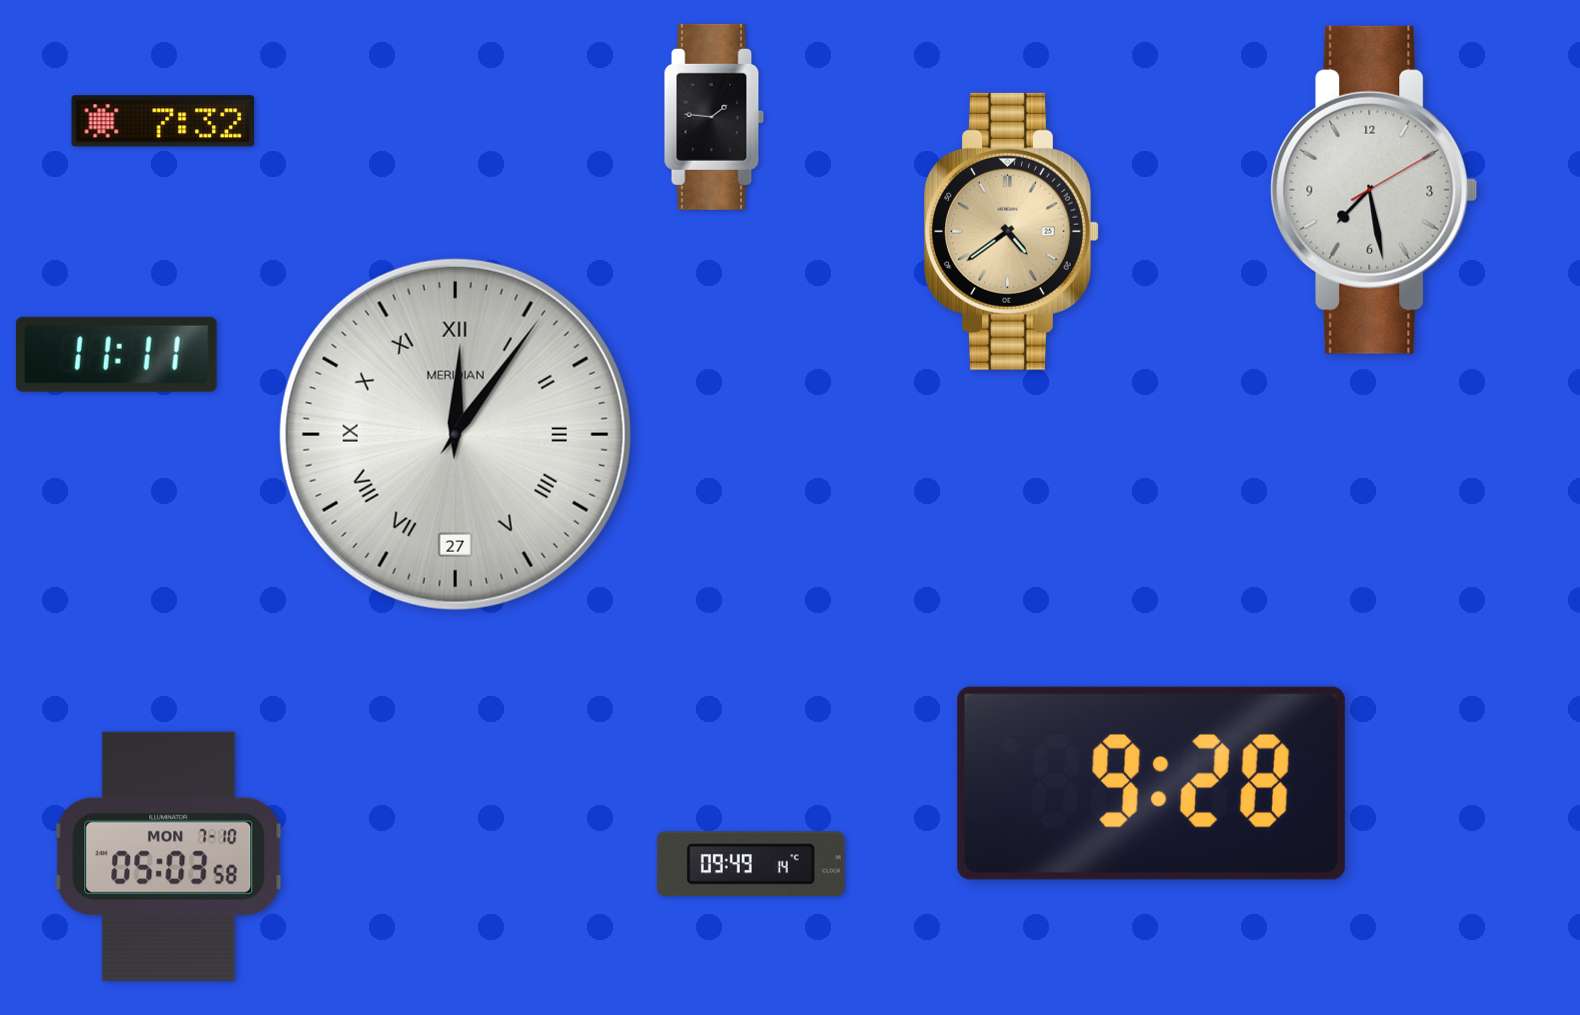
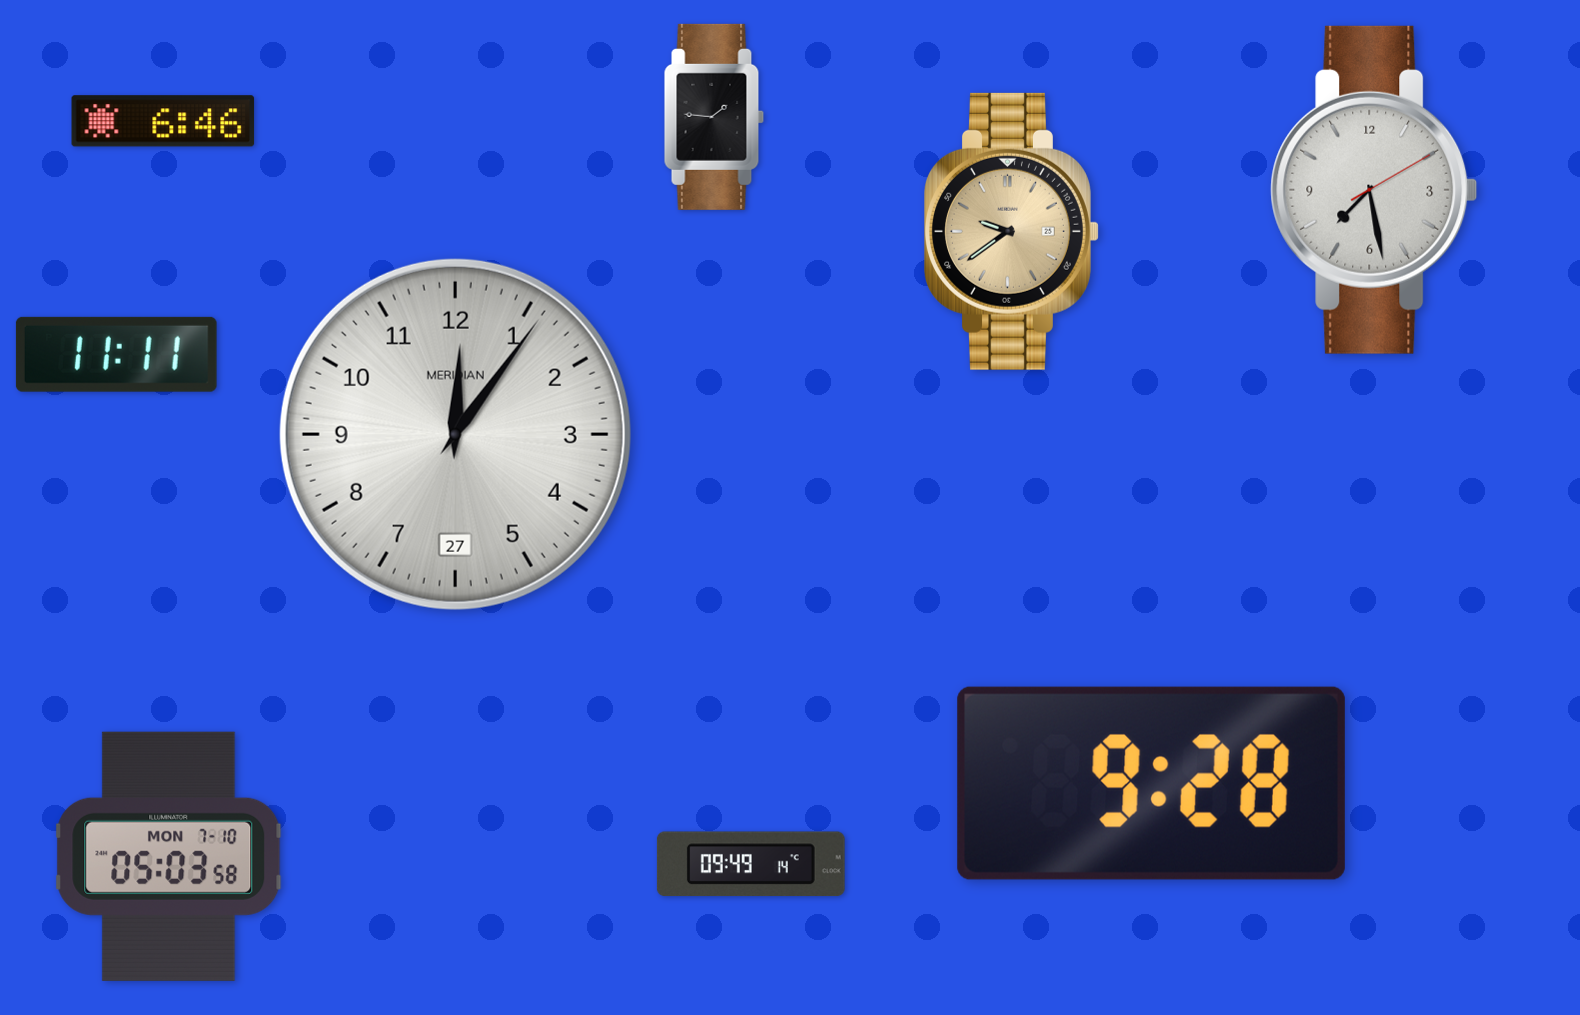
clock at (163, 121): 7:32 -> 6:46
clock at (1012, 231): 4:39 -> 9:39
clock at (455, 434) numerals: Roman -> Arabic
